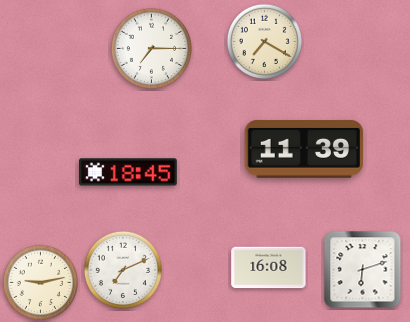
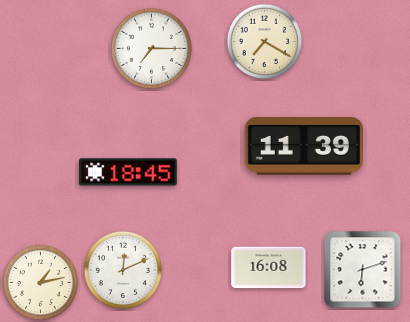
clock at (304, 150) position: (304, 150) -> (304, 147)
clock at (123, 270): 7:11 -> 12:11
clock at (40, 282): 9:13 -> 1:13
